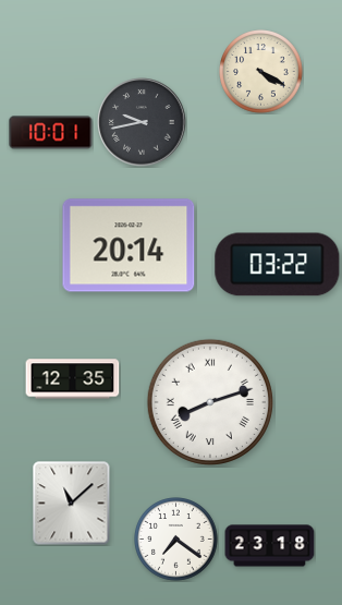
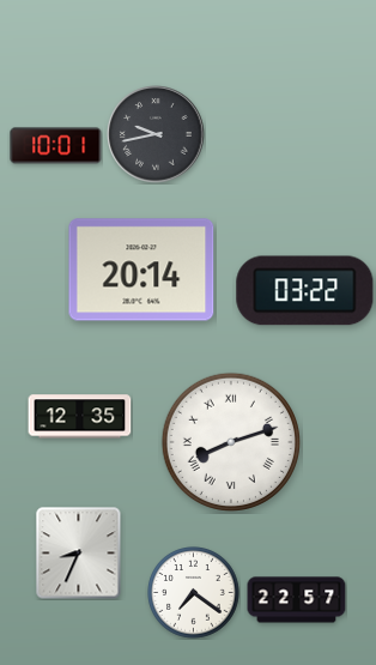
clock at (261, 72): 4:20 -> none
clock at (72, 504): 11:08 -> 8:34
clock at (270, 546): 23:18 -> 22:57
